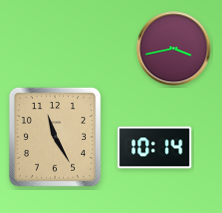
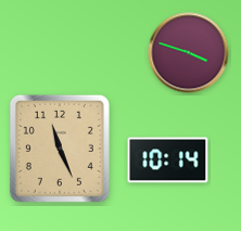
clock at (174, 49): 3:43 -> 3:48
clock at (55, 137): 11:25 -> 11:26
